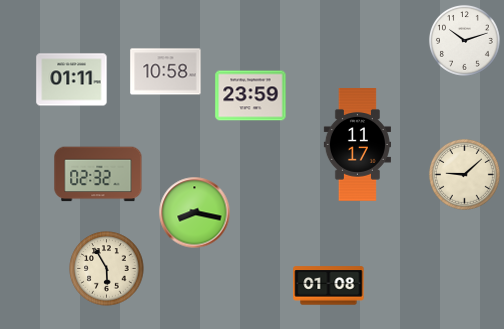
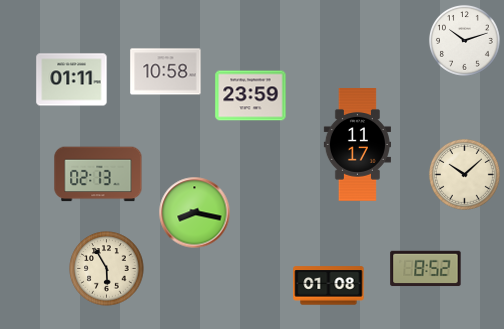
clock at (98, 174): 02:32 -> 02:13
clock at (464, 174): 9:08 -> 10:08
clock at (426, 269): none -> 8:52
